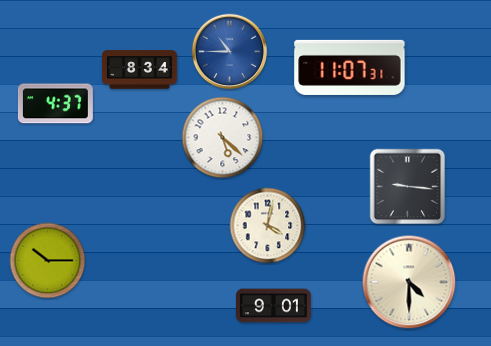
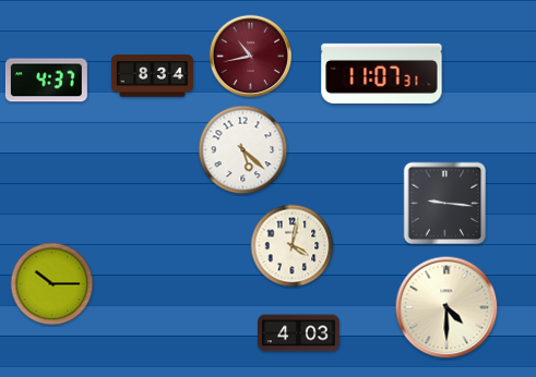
clock at (230, 52): 10:45 -> 10:43
clock at (230, 52) dial: blue -> burgundy
clock at (55, 104) position: (55, 104) -> (46, 81)
clock at (274, 306): 9:01 -> 4:03
